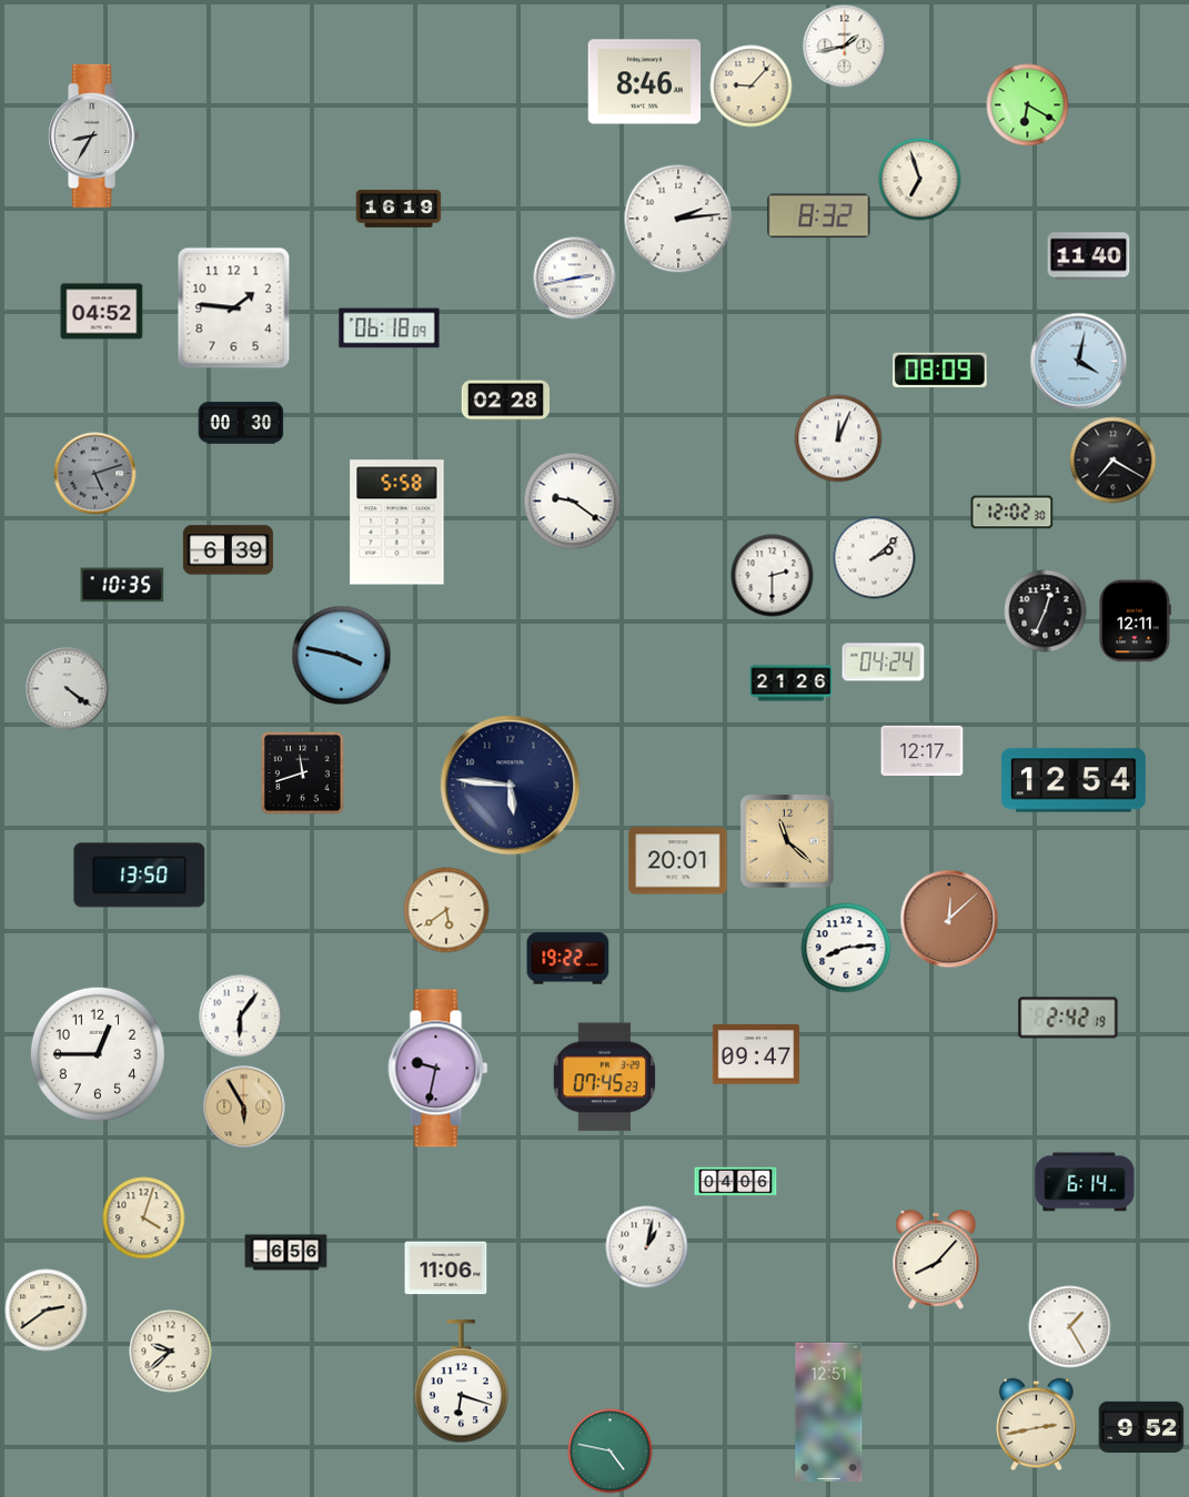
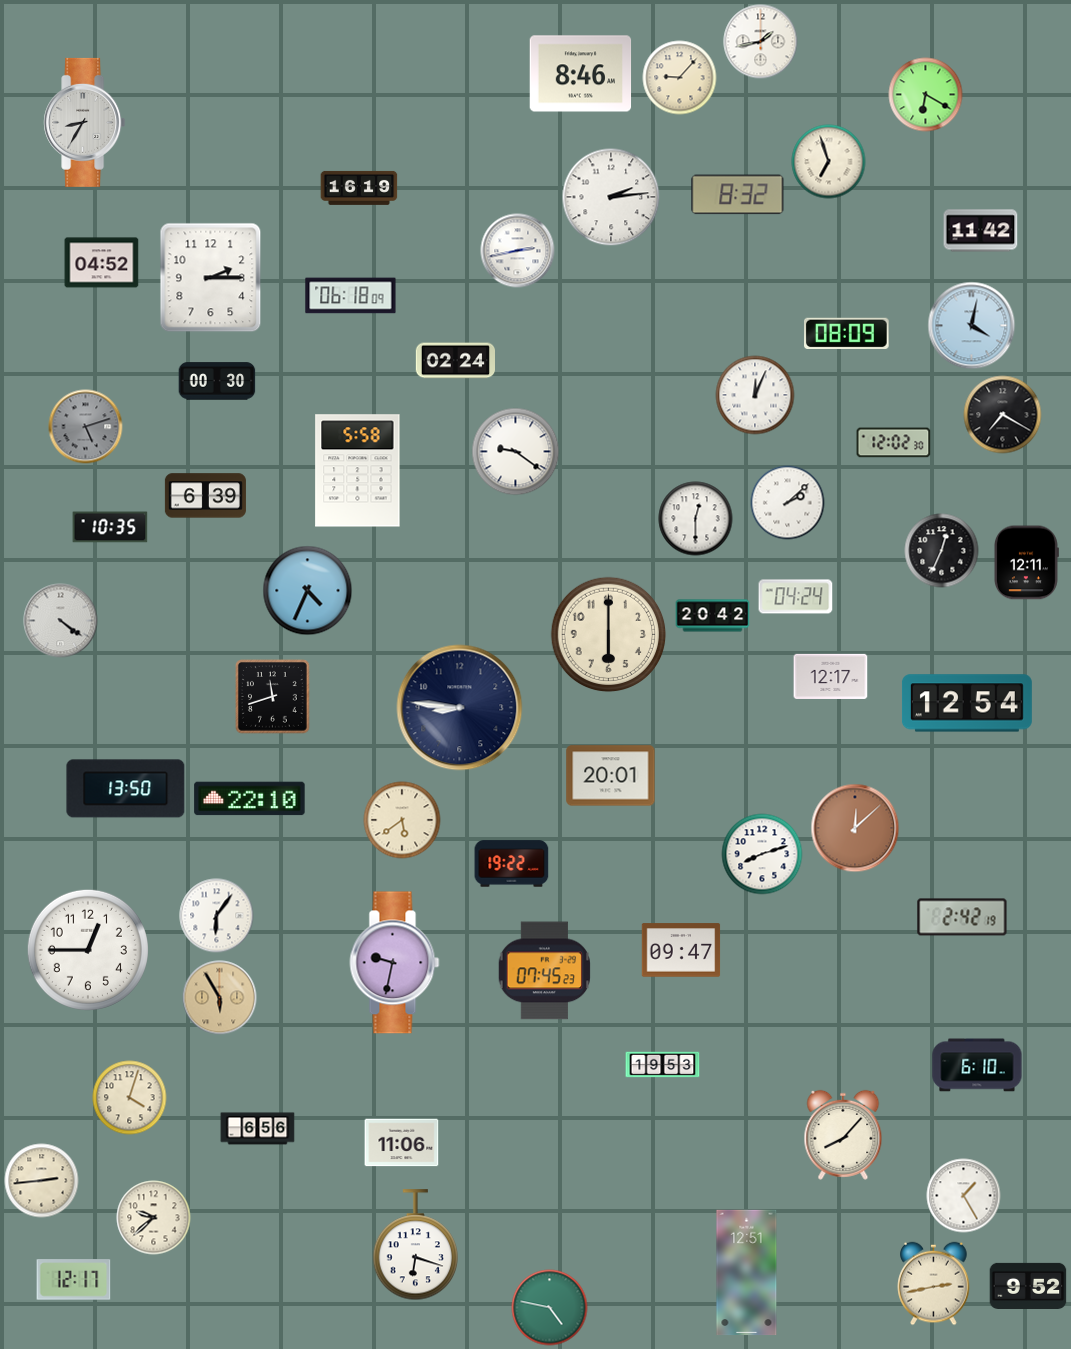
clock at (752, 87) position: (752, 87) -> (680, 78)
clock at (1089, 256): 11:40 -> 11:42
clock at (234, 308): 1:46 -> 2:15
clock at (102, 312) position: (102, 312) -> (102, 263)
clock at (505, 401): 02:28 -> 02:24
clock at (1012, 513) position: (1012, 513) -> (894, 443)
clock at (773, 576): 2:30 -> 12:30
clock at (1135, 621) position: (1135, 621) -> (1026, 563)
clock at (342, 656): 3:47 -> 4:34
clock at (792, 684): 21:26 -> 20:42
clock at (609, 635): none -> 6:00
clock at (511, 786): 5:46 -> 8:46
clock at (787, 841): 11:22 -> none
clock at (250, 799): none -> 22:10
clock at (846, 948): 8:14 -> 8:12
clock at (736, 1182): 04:06 -> 19:53
clock at (1085, 1182): 6:14 -> 6:10
clock at (647, 1247): 1:02 -> none
clock at (47, 1311): 2:39 -> 2:44
clock at (74, 1280): none -> 12:17
